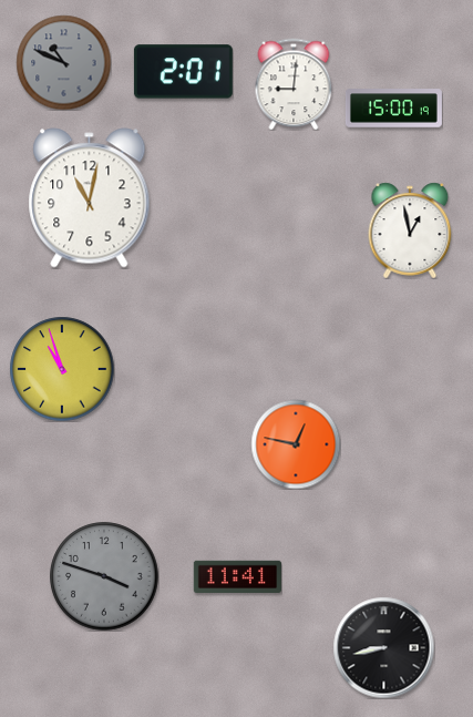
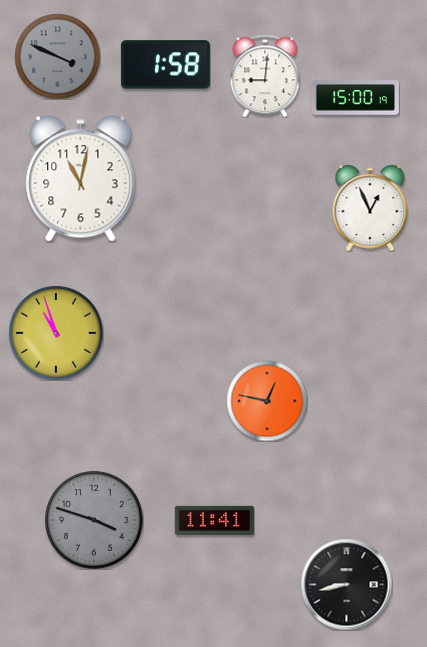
clock at (63, 62): 10:49 -> 3:49
clock at (183, 72): 2:01 -> 1:58
clock at (410, 231): 12:58 -> 12:56
